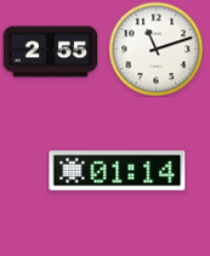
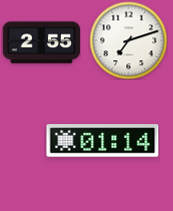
clock at (155, 49): 11:12 -> 7:12
clock at (118, 171) position: (118, 171) -> (103, 141)
